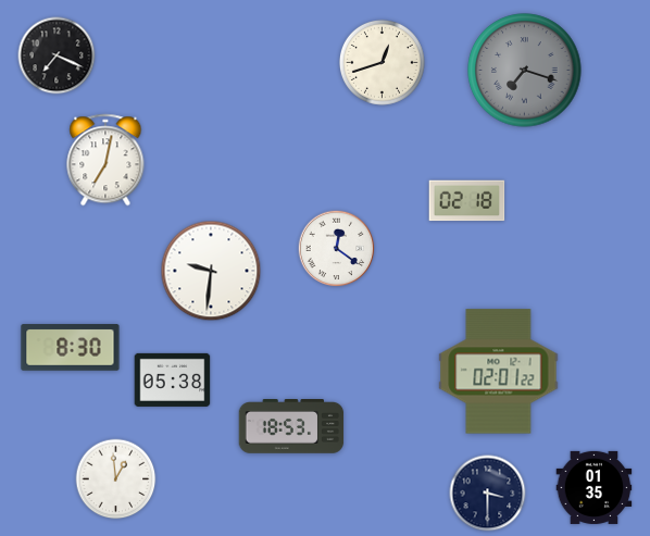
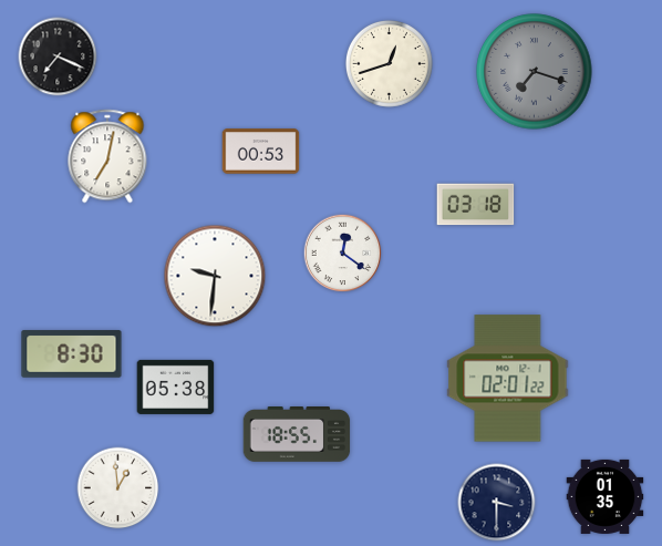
clock at (261, 152): none -> 00:53
clock at (105, 160) position: (105, 160) -> (107, 156)
clock at (467, 201): 02:18 -> 03:18
clock at (291, 427): 18:53 -> 18:55
